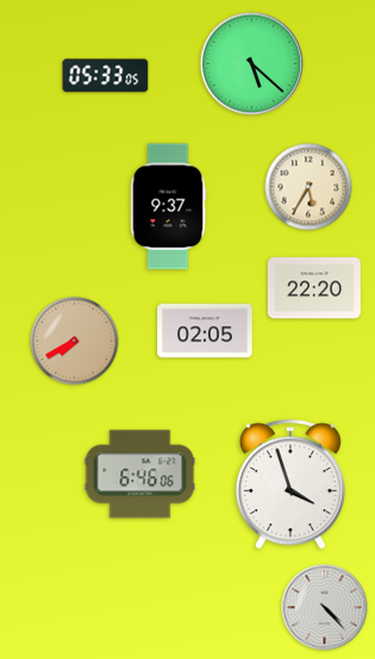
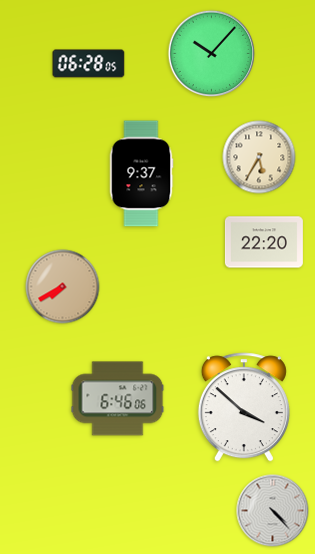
clock at (252, 64): 5:22 -> 10:07
clock at (106, 76): 05:33 -> 06:28
clock at (205, 331): 02:05 -> none
clock at (290, 484): 3:57 -> 3:52
